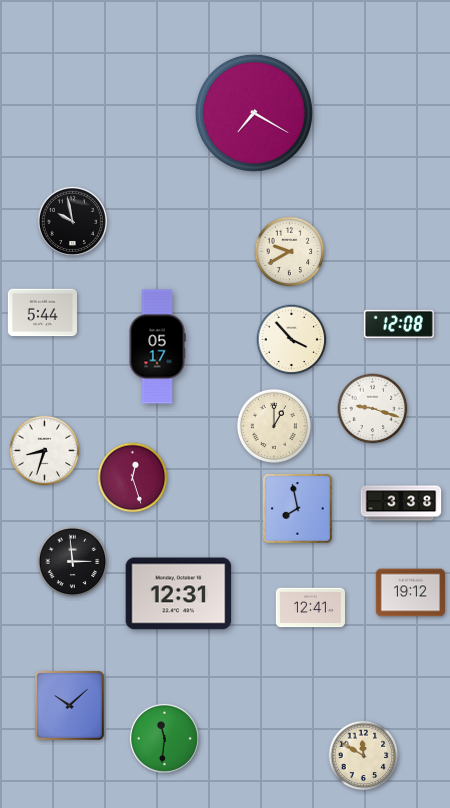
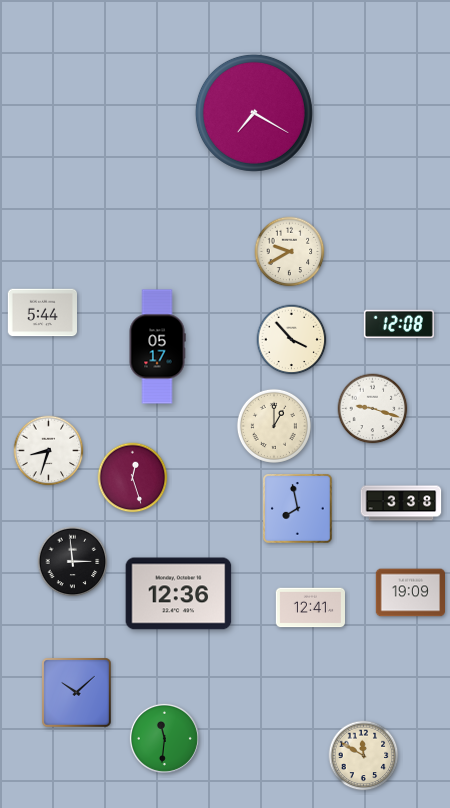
clock at (72, 221): 9:58 -> none
clock at (45, 451) position: (45, 451) -> (49, 451)
clock at (410, 593): 19:12 -> 19:09
clock at (179, 594): 12:31 -> 12:36
clock at (70, 706) position: (70, 706) -> (77, 693)
